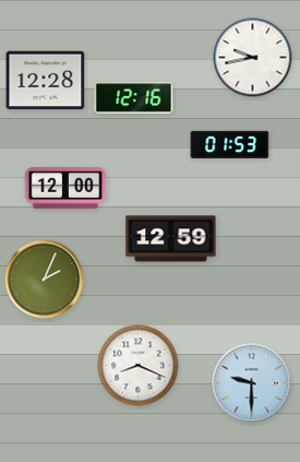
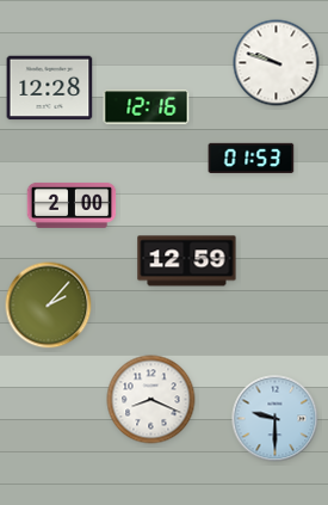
clock at (253, 58): 9:43 -> 9:48
clock at (65, 188): 12:00 -> 2:00
clock at (45, 280): 2:04 -> 2:07
